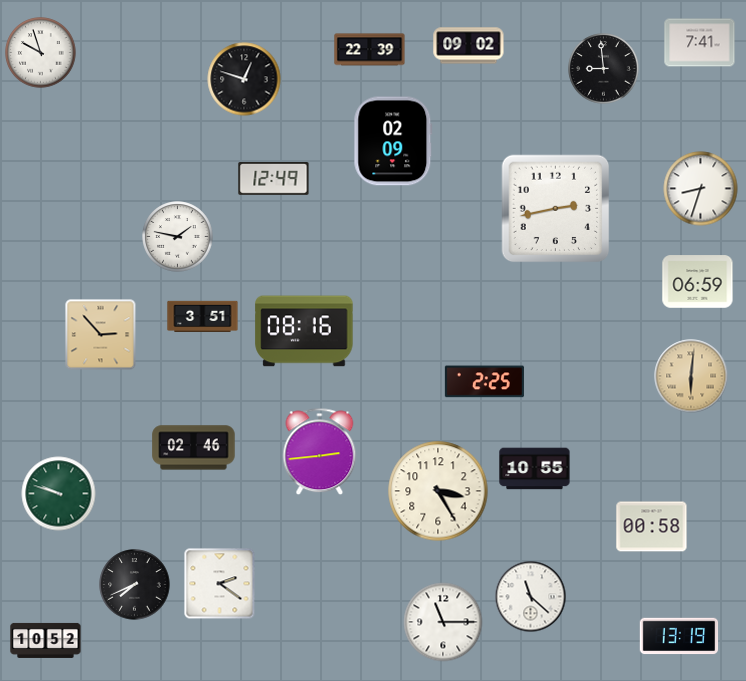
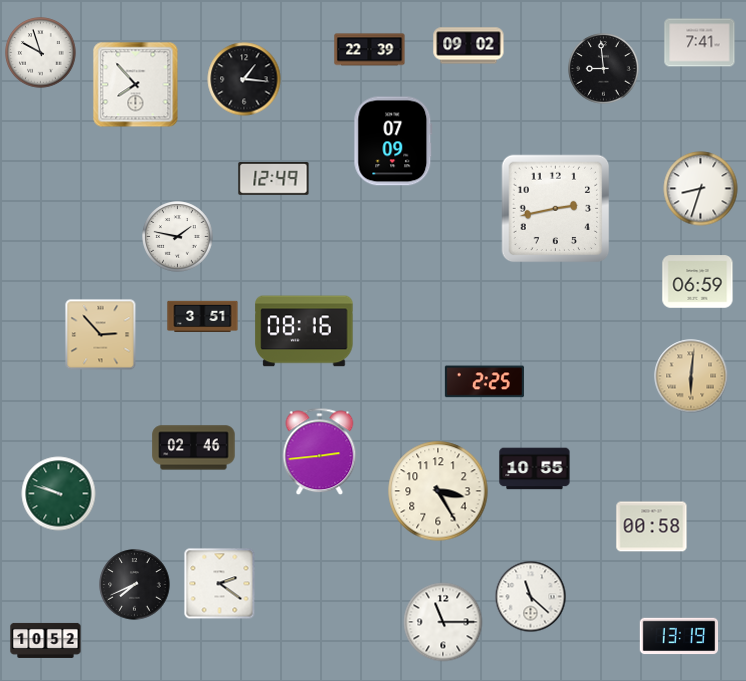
clock at (244, 79): 12:48 -> 1:16
clock at (136, 85): none -> 7:53
clock at (393, 141): 02:09 -> 07:09
